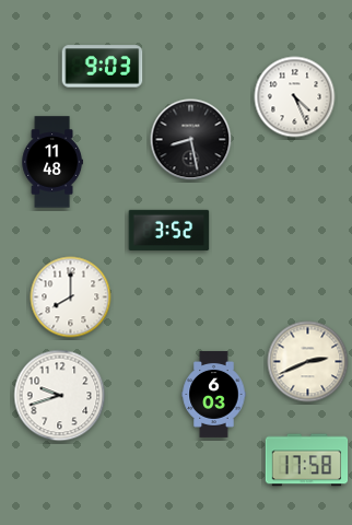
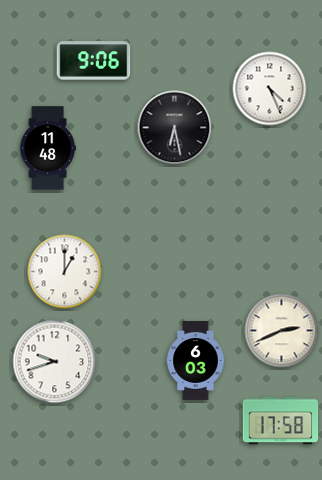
clock at (103, 67): 9:03 -> 9:06
clock at (191, 140): 8:28 -> 6:28
clock at (169, 230): 3:52 -> none
clock at (71, 297): 8:00 -> 1:00
